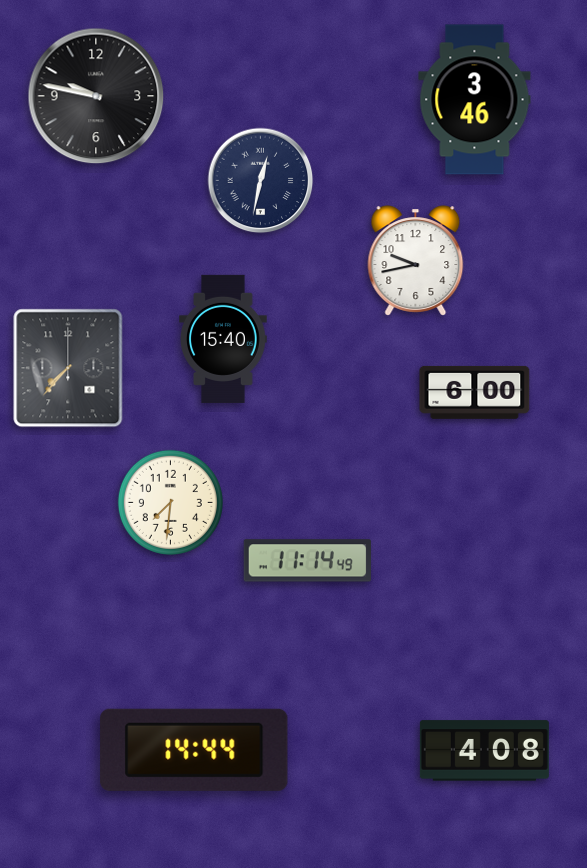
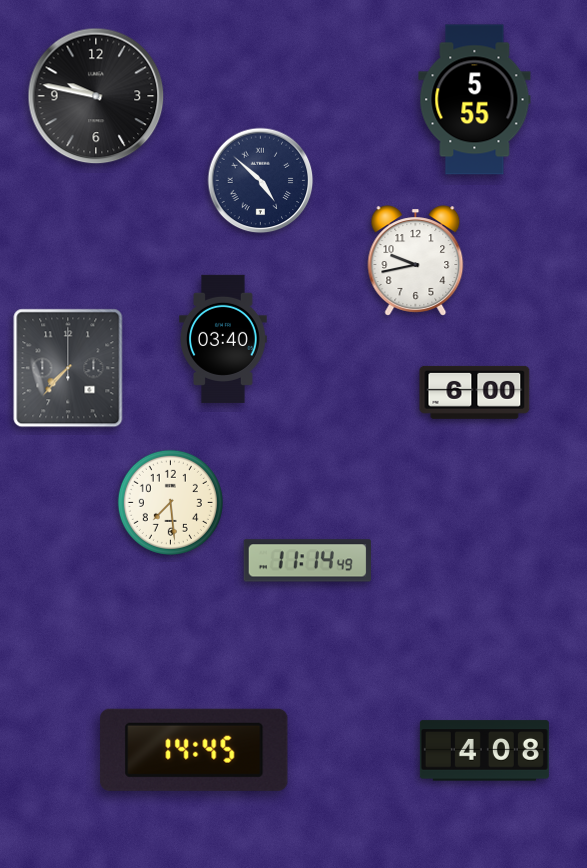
clock at (475, 100): 3:46 -> 5:55
clock at (261, 181): 12:32 -> 4:52
clock at (224, 339): 15:40 -> 03:40
clock at (170, 502): 7:31 -> 7:29
clock at (194, 750): 14:44 -> 14:45
